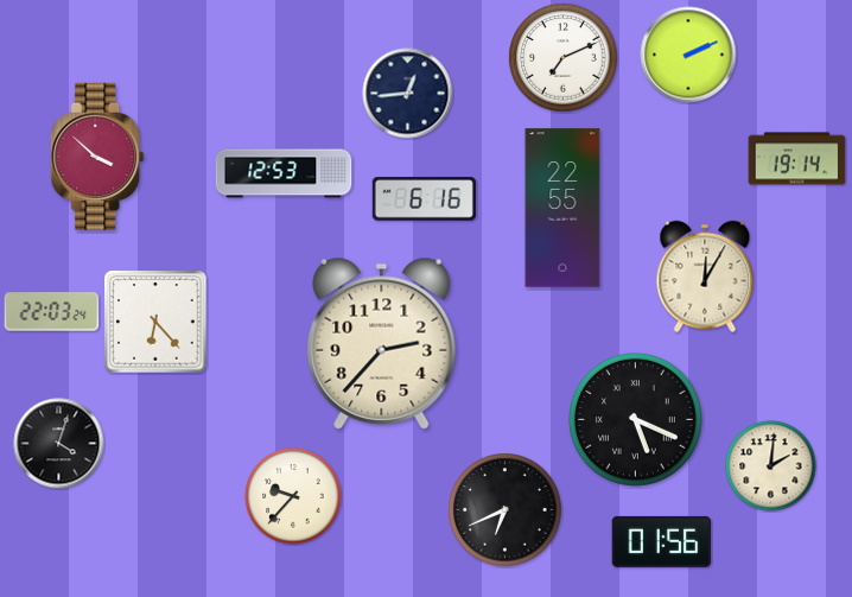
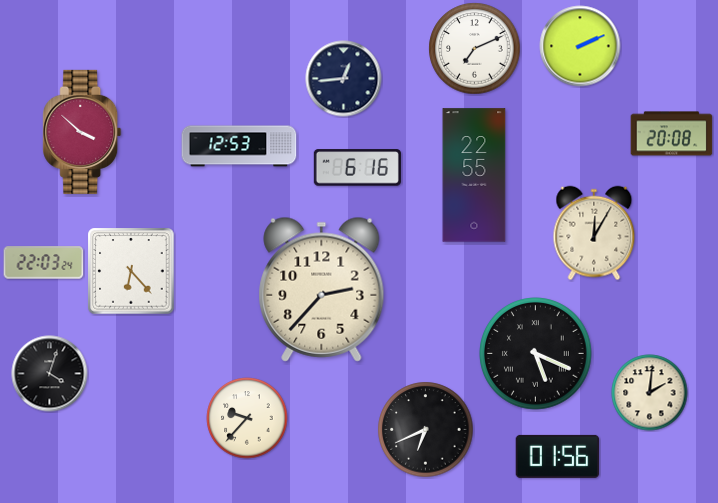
clock at (797, 159): 19:14 -> 20:08
